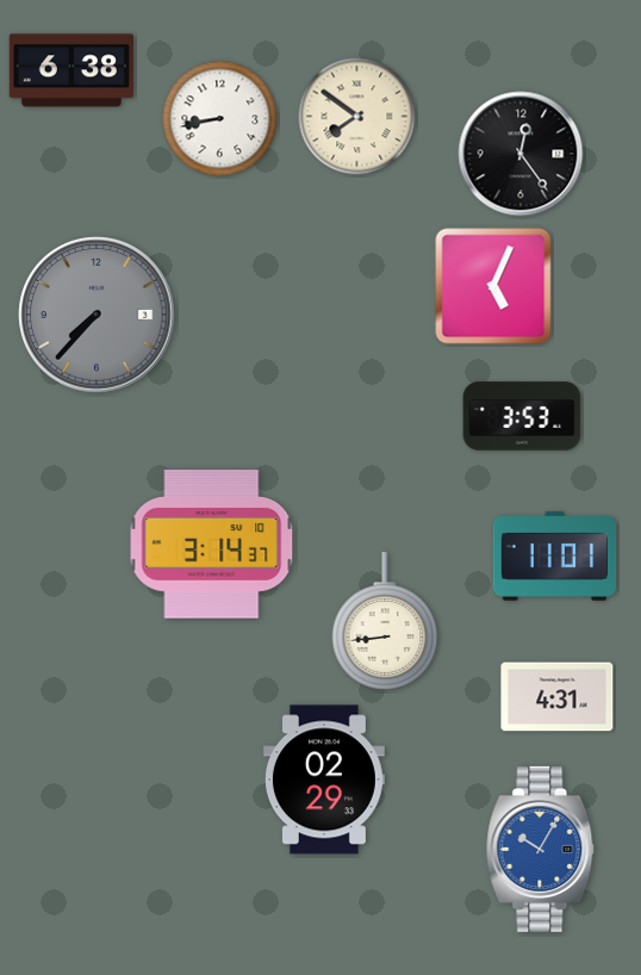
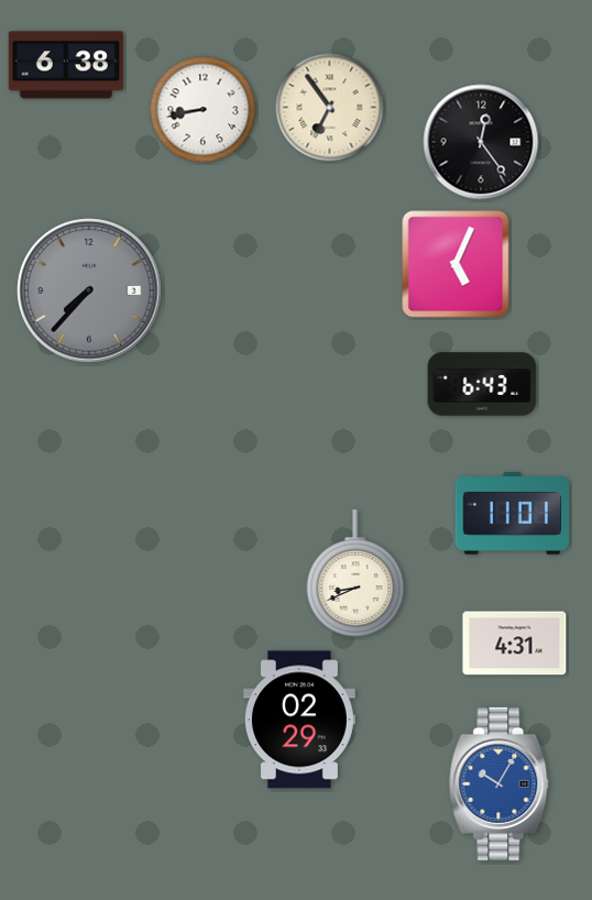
clock at (357, 117): 7:51 -> 6:54
clock at (522, 416): 3:53 -> 6:43
clock at (212, 545): 3:14 -> none
clock at (385, 621): 8:44 -> 8:41
